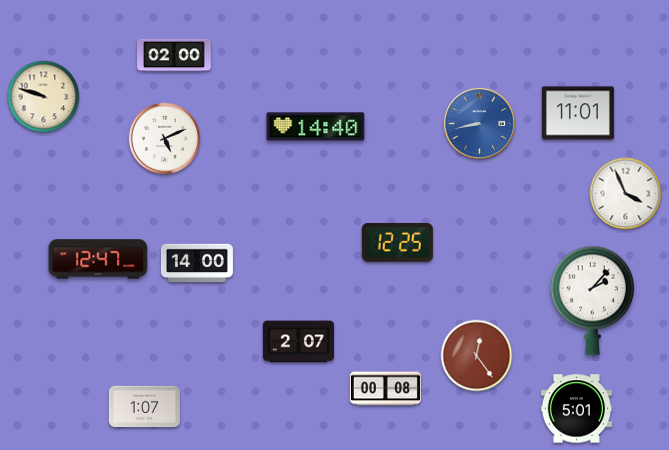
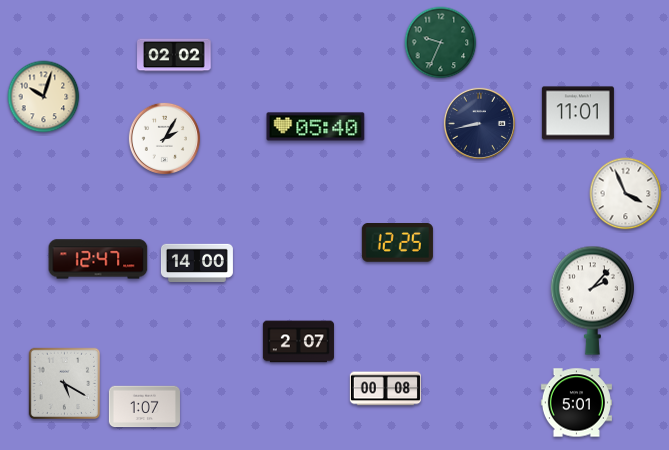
clock at (441, 43): none -> 9:34
clock at (174, 55): 02:00 -> 02:02
clock at (44, 97): 9:48 -> 10:03
clock at (479, 123) dial: blue -> navy
clock at (316, 127): 14:40 -> 05:40
clock at (164, 138): 5:11 -> 2:05
clock at (477, 356): 12:24 -> none
clock at (65, 384): none -> 5:20
clock at (576, 409) position: (576, 409) -> (576, 403)
